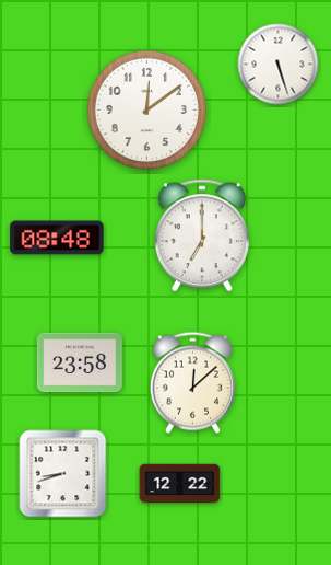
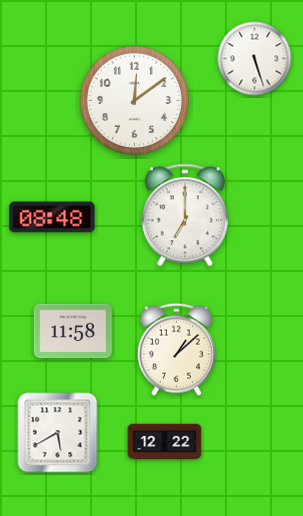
clock at (80, 362): 23:58 -> 11:58
clock at (192, 382): 12:08 -> 1:08
clock at (63, 474): 8:42 -> 5:40
